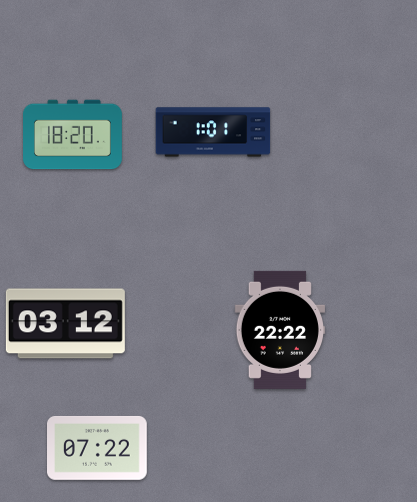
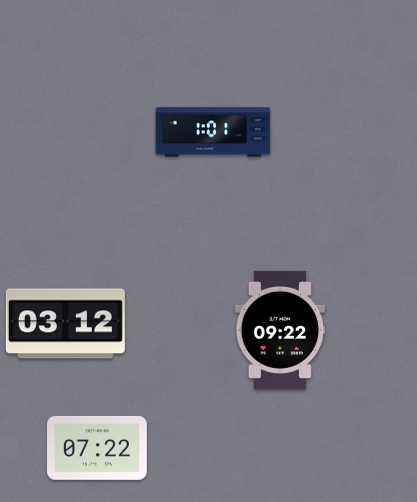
clock at (73, 135): 18:20 -> none
clock at (279, 330): 22:22 -> 09:22
